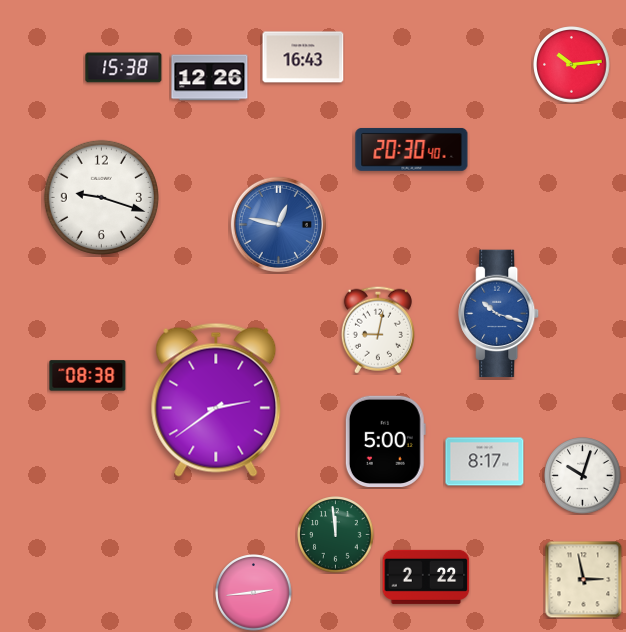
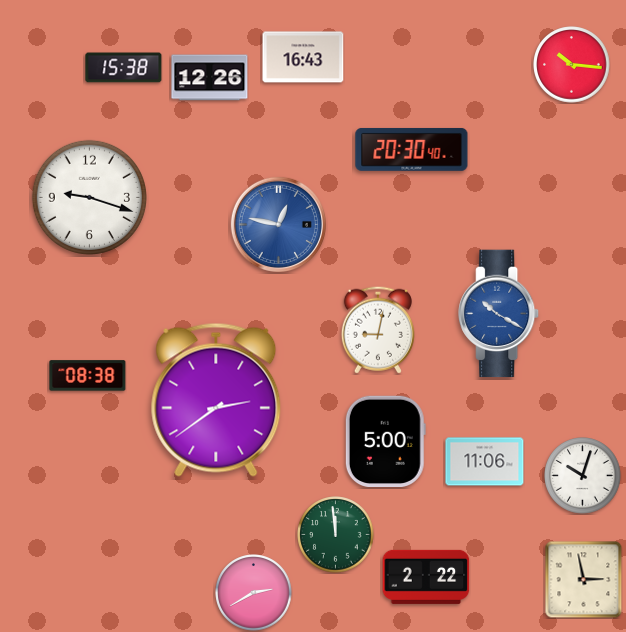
clock at (572, 65): 10:14 -> 10:16
clock at (101, 197) position: (101, 197) -> (89, 197)
clock at (499, 314): 10:18 -> 10:20
clock at (485, 462): 8:17 -> 11:06
clock at (254, 593): 2:44 -> 2:40
